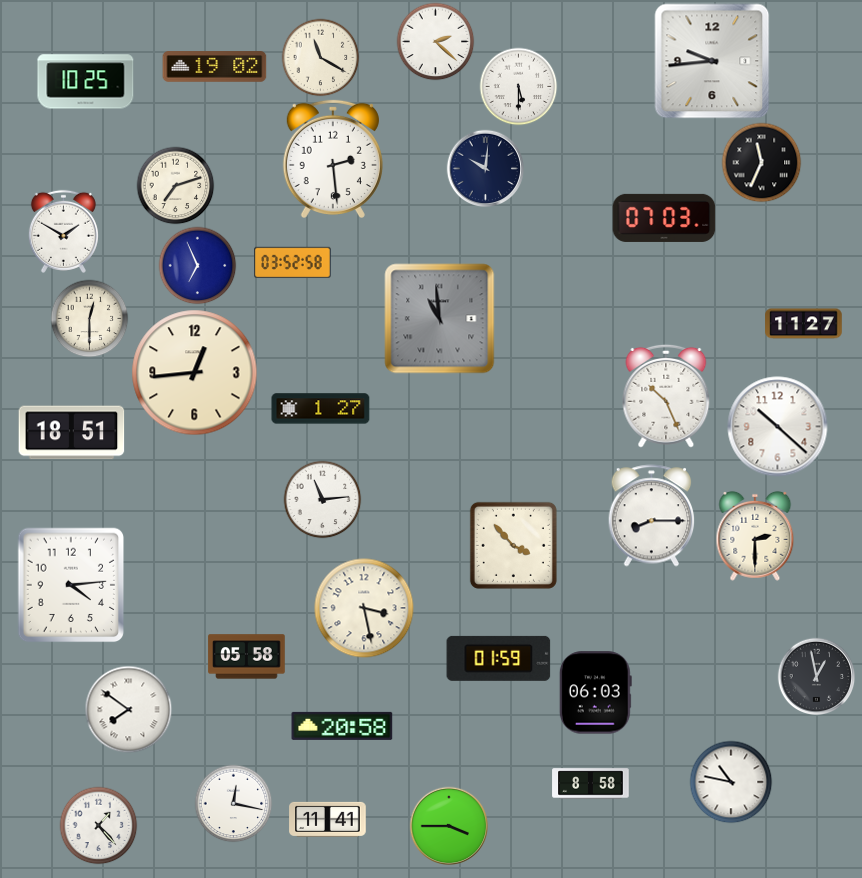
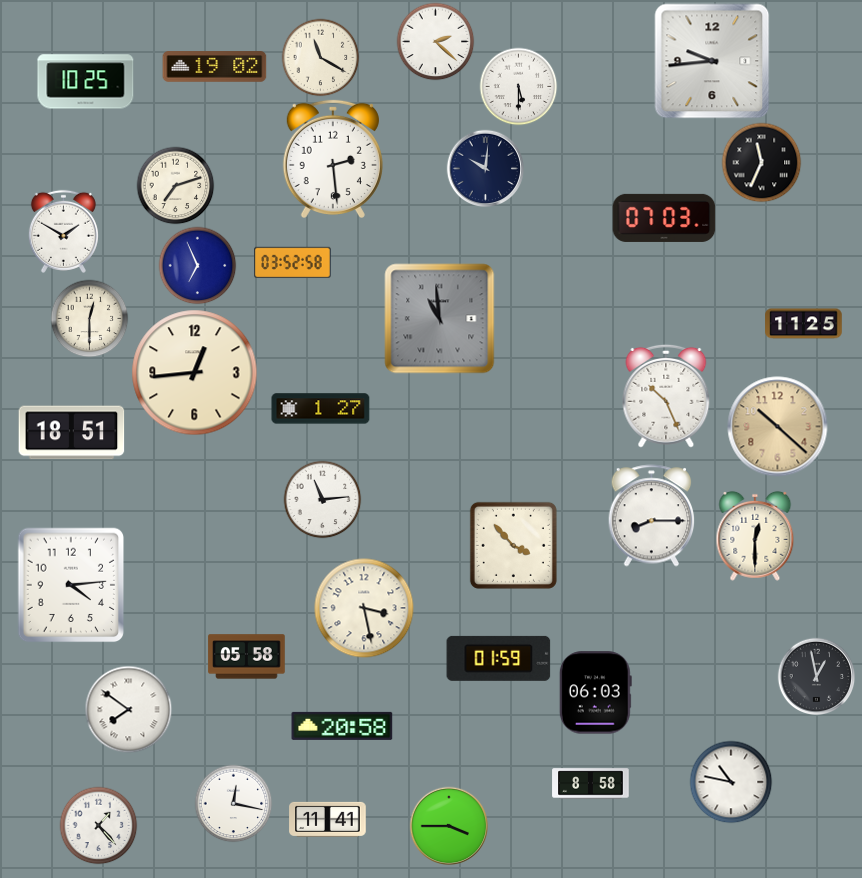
clock at (804, 324): 11:27 -> 11:25
clock at (778, 427) dial: white -> champagne
clock at (755, 536): 2:30 -> 12:30
